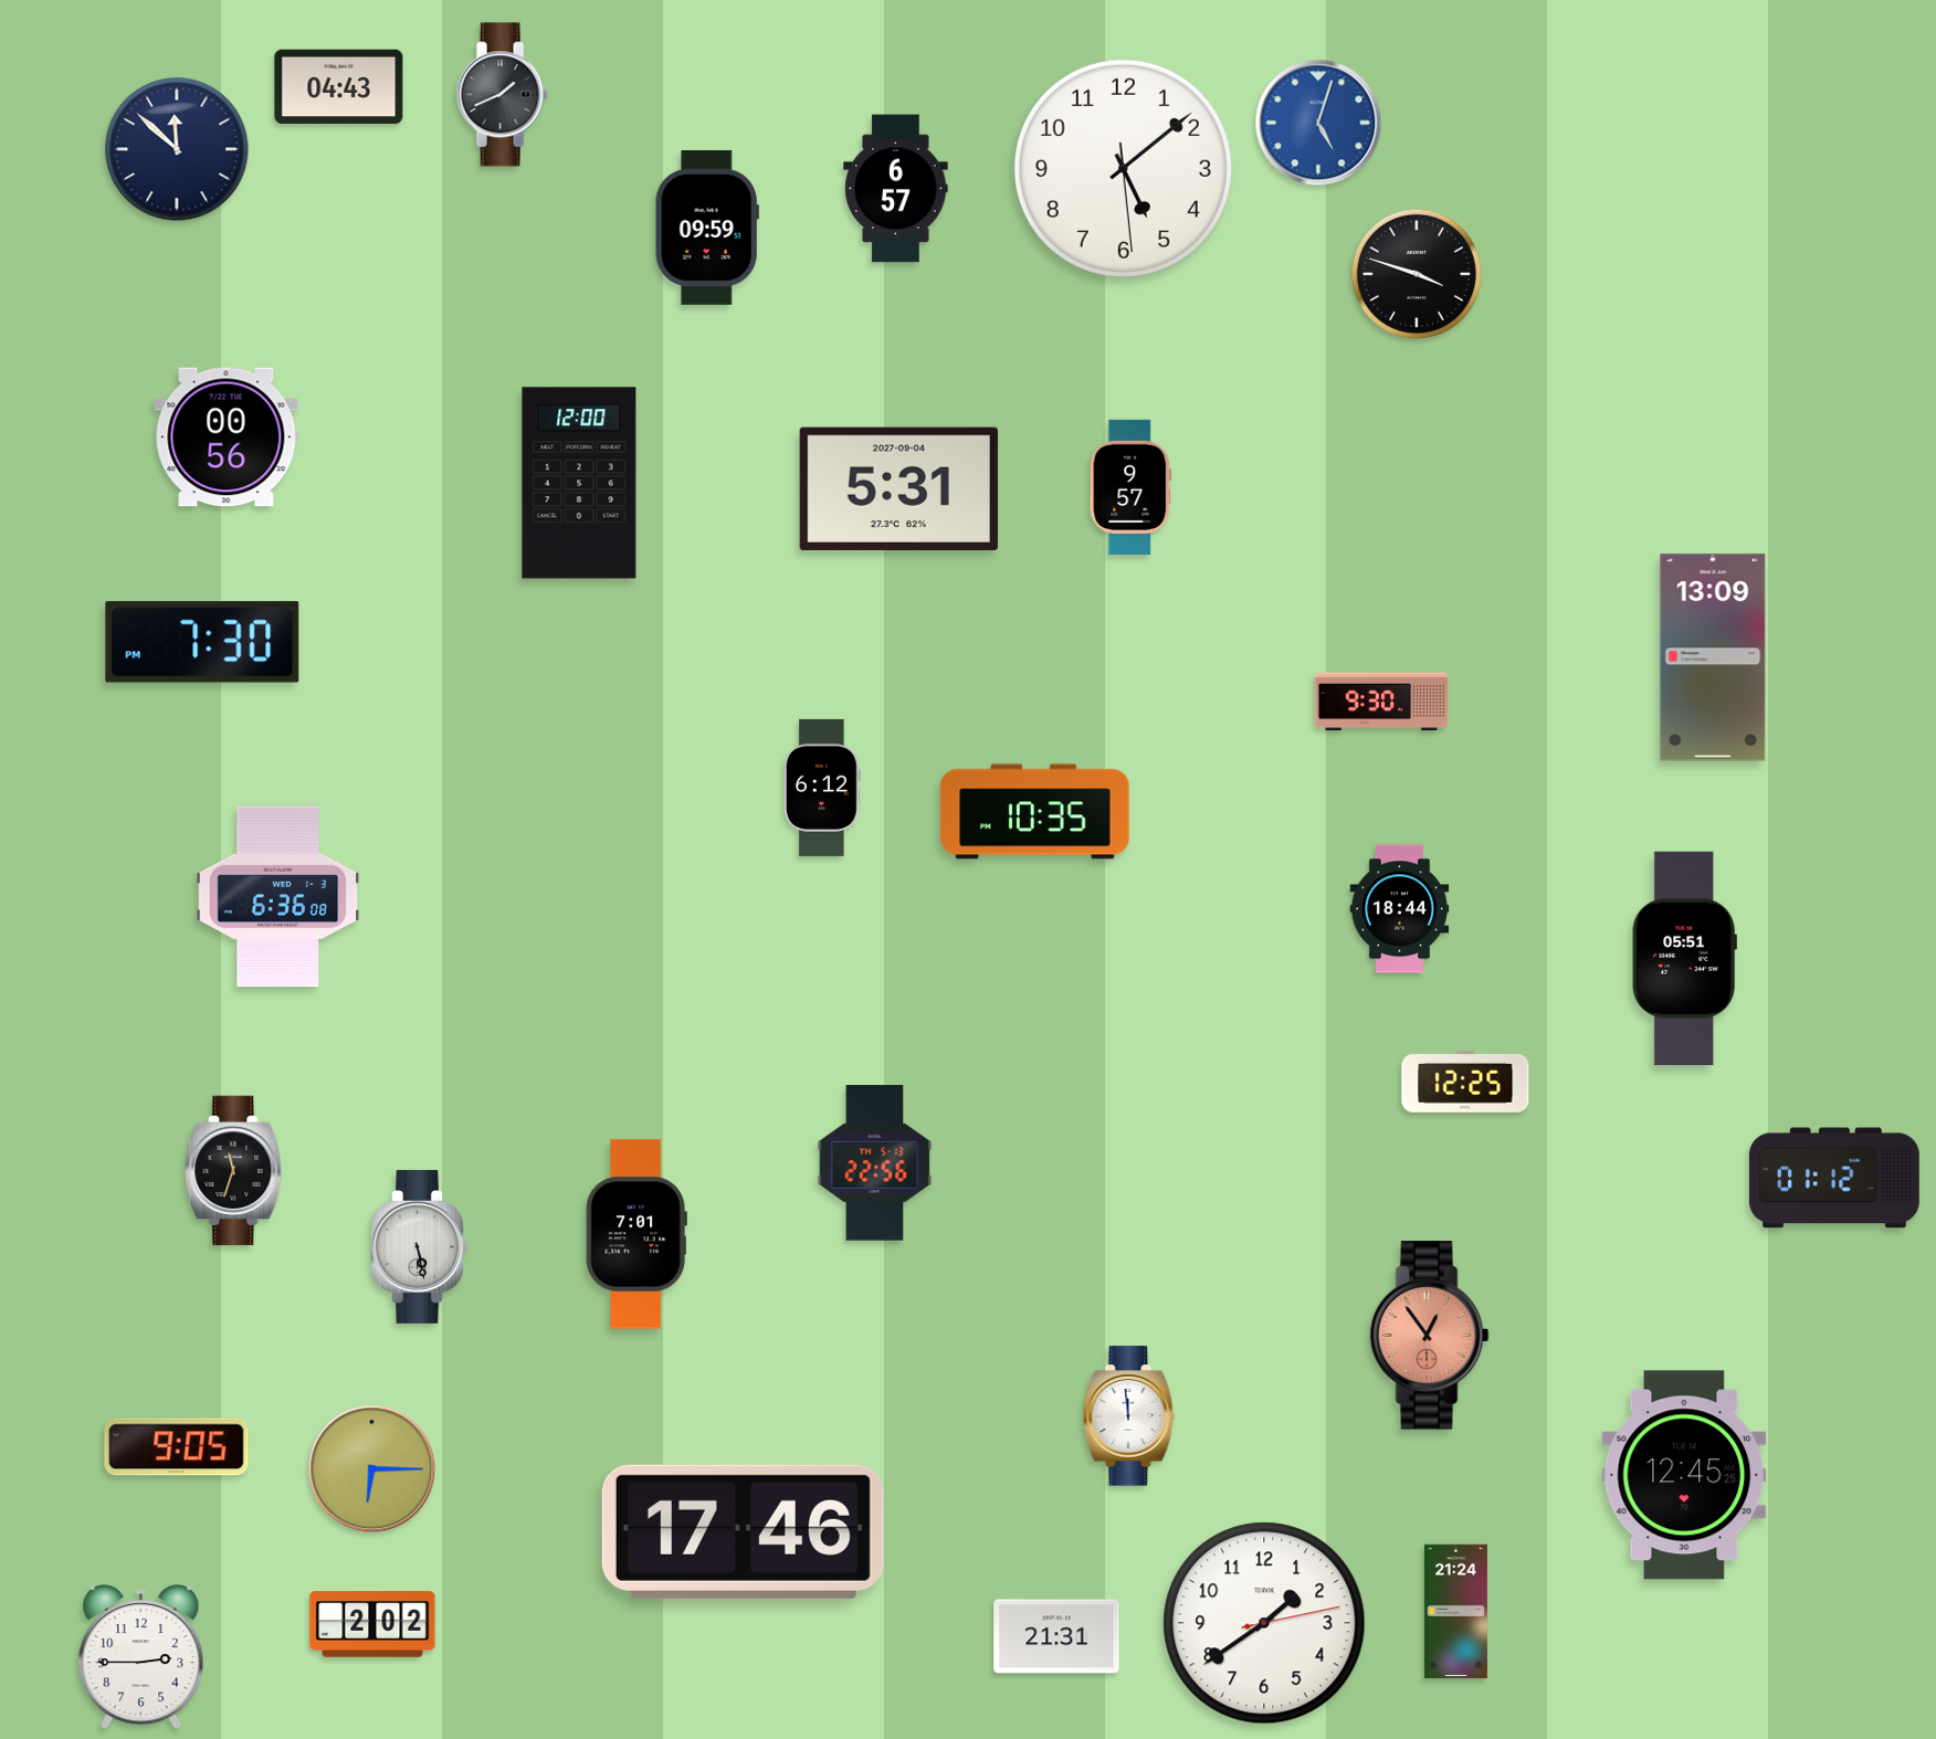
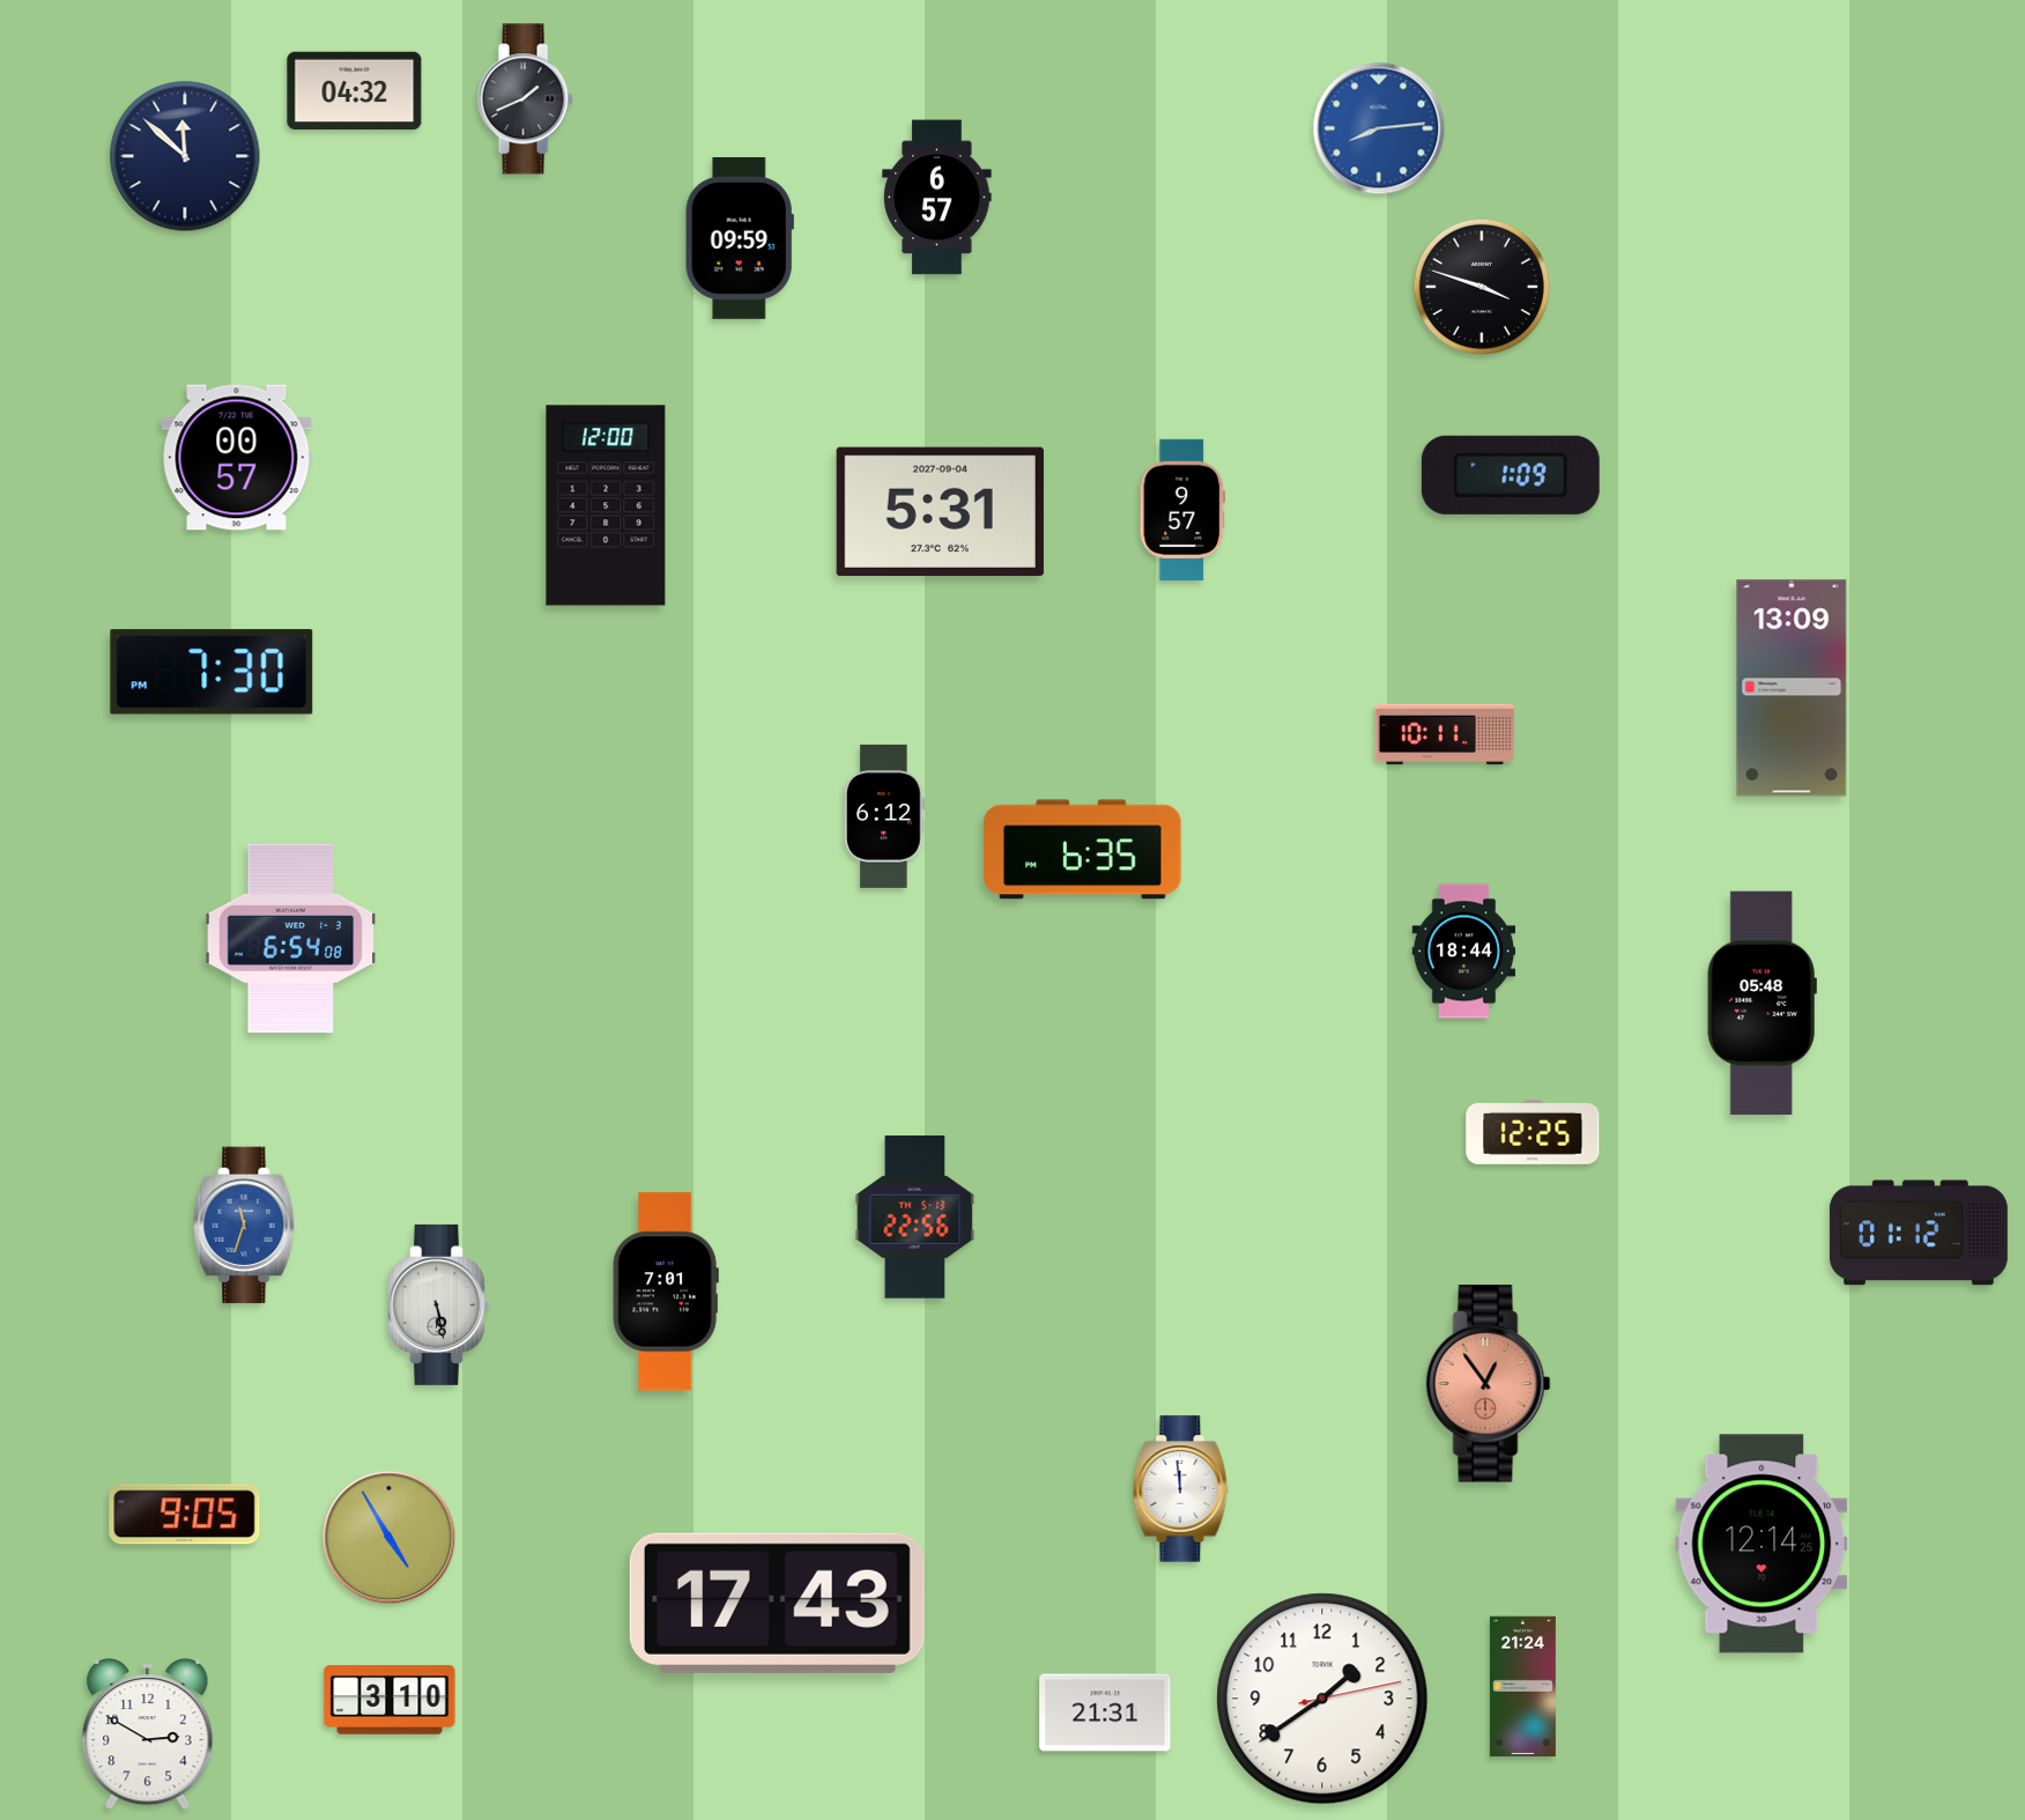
clock at (339, 87): 04:43 -> 04:32
clock at (1318, 123): 5:03 -> 8:14
clock at (1123, 168): 5:08 -> none
clock at (227, 438): 00:56 -> 00:57
clock at (1511, 475): none -> 1:09
clock at (1381, 702): 9:30 -> 10:11
clock at (823, 788) position: (823, 788) -> (885, 816)
clock at (1035, 812): 10:35 -> 6:35
clock at (278, 897): 6:36 -> 6:54
clock at (1684, 959): 05:51 -> 05:48
clock at (234, 1171) dial: black -> blue
clock at (1430, 1336) position: (1430, 1336) -> (1489, 1384)
clock at (1129, 1416) position: (1129, 1416) -> (1181, 1489)
clock at (372, 1469): 6:15 -> 4:55
clock at (1684, 1475): 12:45 -> 12:14
clock at (743, 1531): 17:46 -> 17:43
clock at (372, 1624): 2:02 -> 3:10
clock at (141, 1657): 2:45 -> 2:50
